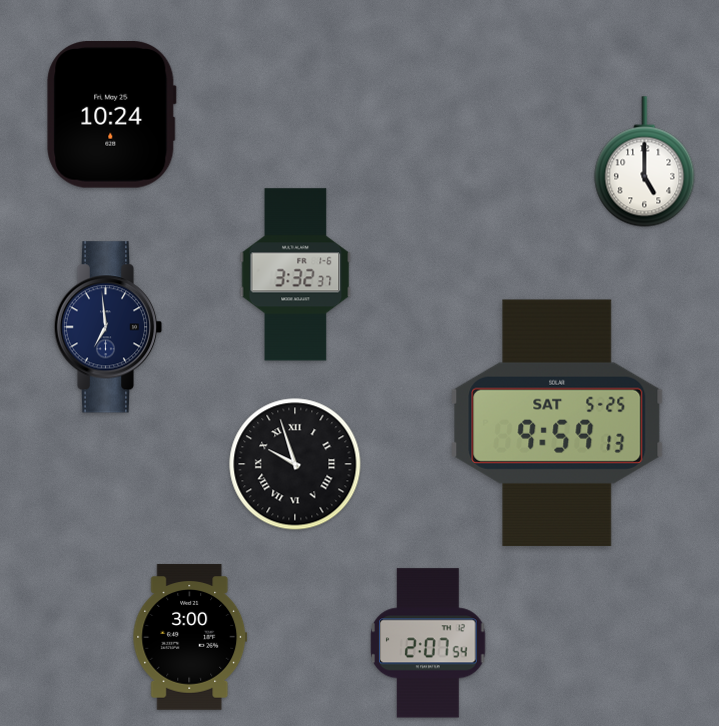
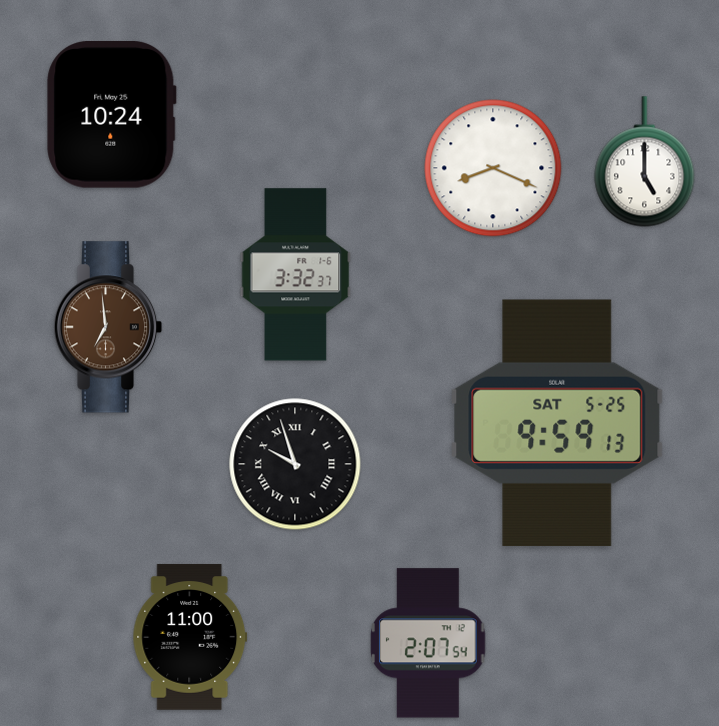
clock at (493, 168): none -> 8:19
clock at (108, 327) dial: navy -> brown
clock at (190, 637): 3:00 -> 11:00
